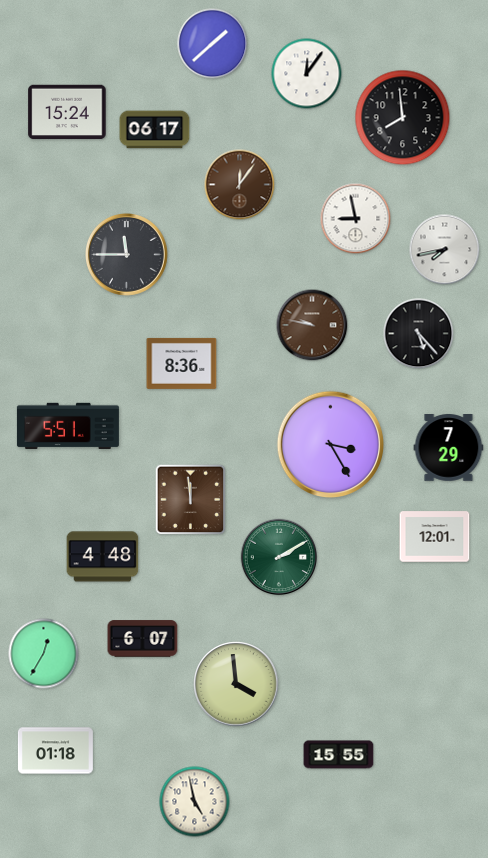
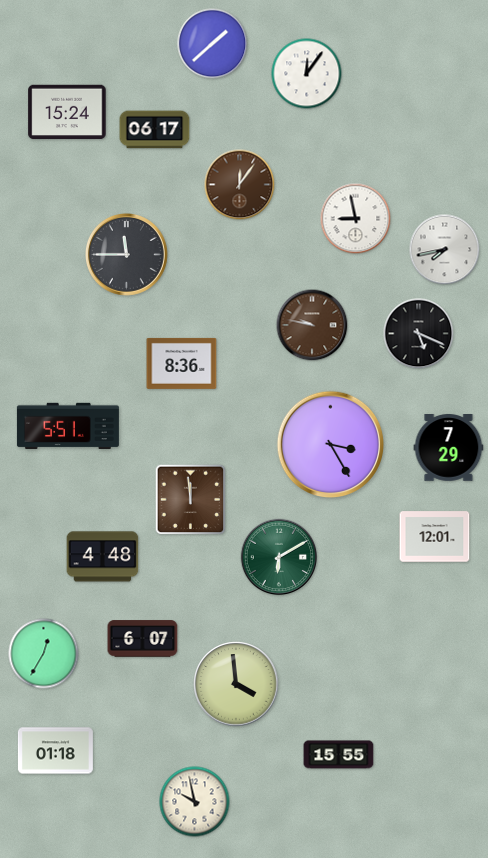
clock at (403, 118): 7:59 -> none
clock at (419, 334): 5:23 -> 5:19
clock at (279, 557): 2:10 -> 6:10
clock at (195, 802): 4:58 -> 9:58
